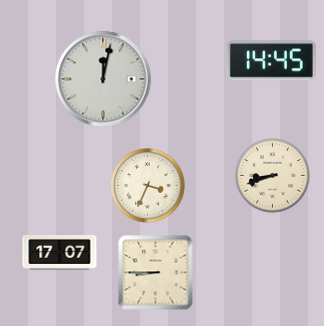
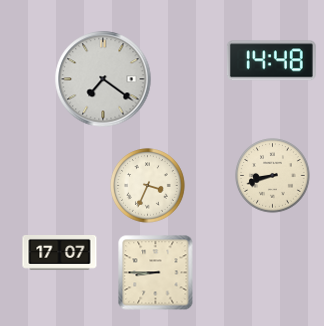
clock at (271, 61): 14:45 -> 14:48
clock at (103, 79): 12:02 -> 7:21
